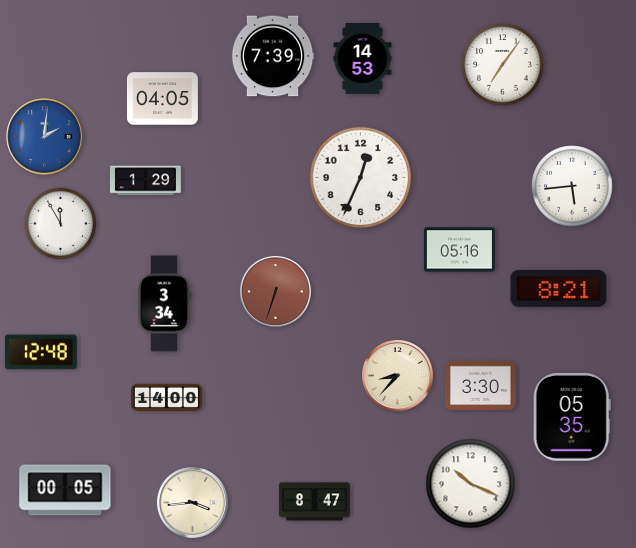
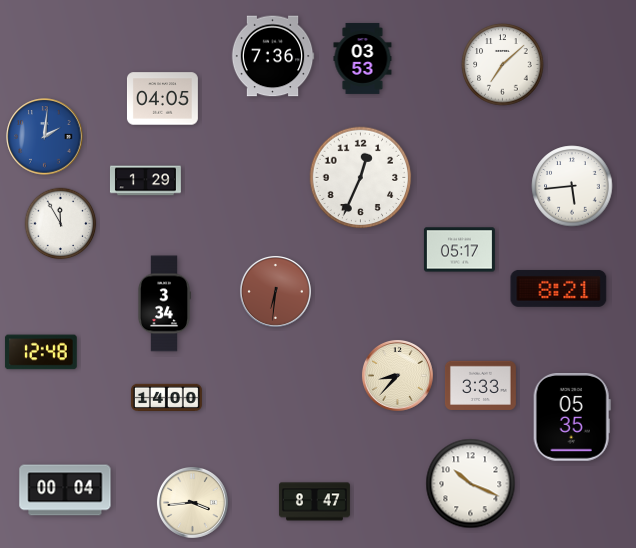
clock at (273, 56): 7:39 -> 7:36
clock at (363, 58): 14:53 -> 03:53
clock at (503, 65): 7:06 -> 7:08
clock at (459, 250): 05:16 -> 05:17
clock at (275, 291): 6:33 -> 6:31
clock at (480, 385): 3:30 -> 3:33
clock at (65, 490): 00:05 -> 00:04
